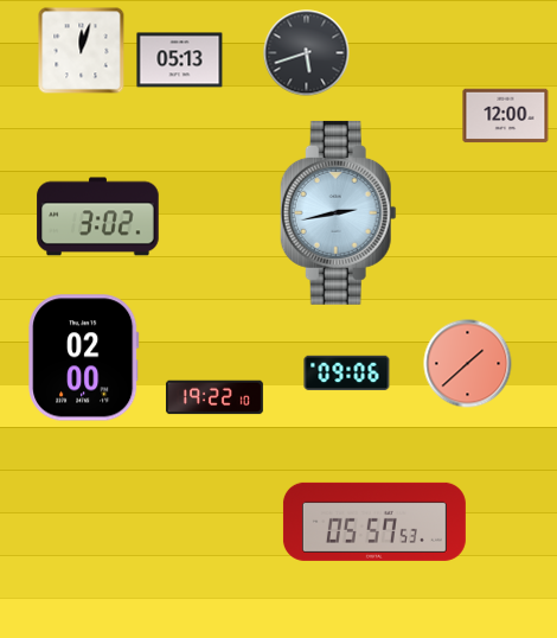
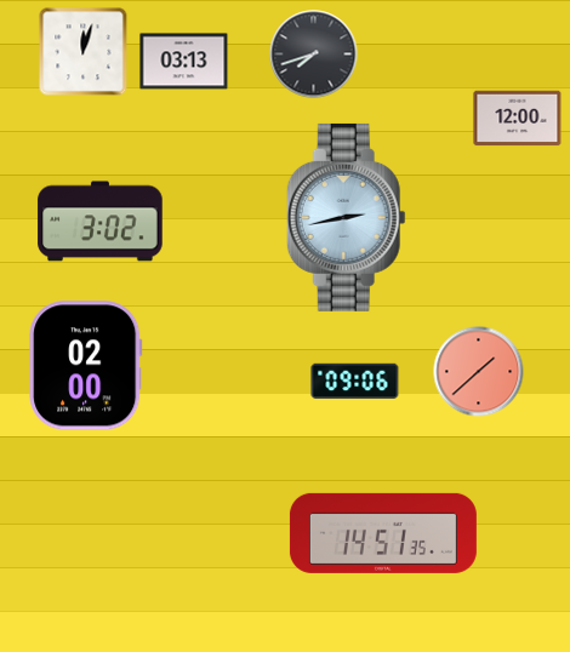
clock at (307, 53): 5:42 -> 7:42
clock at (180, 60): 05:13 -> 03:13
clock at (215, 397): 19:22 -> none
clock at (374, 522): 05:57 -> 14:51
